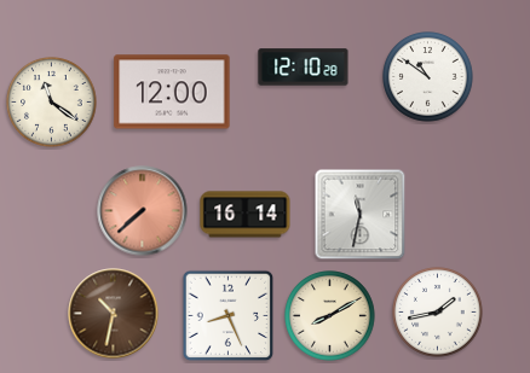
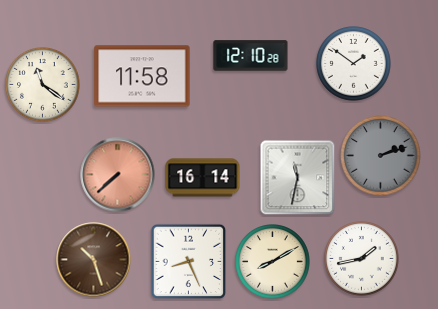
clock at (428, 77): 10:51 -> 1:51
clock at (172, 92): 12:00 -> 11:58
clock at (381, 156): none -> 2:12
clock at (114, 314): 10:32 -> 10:27
